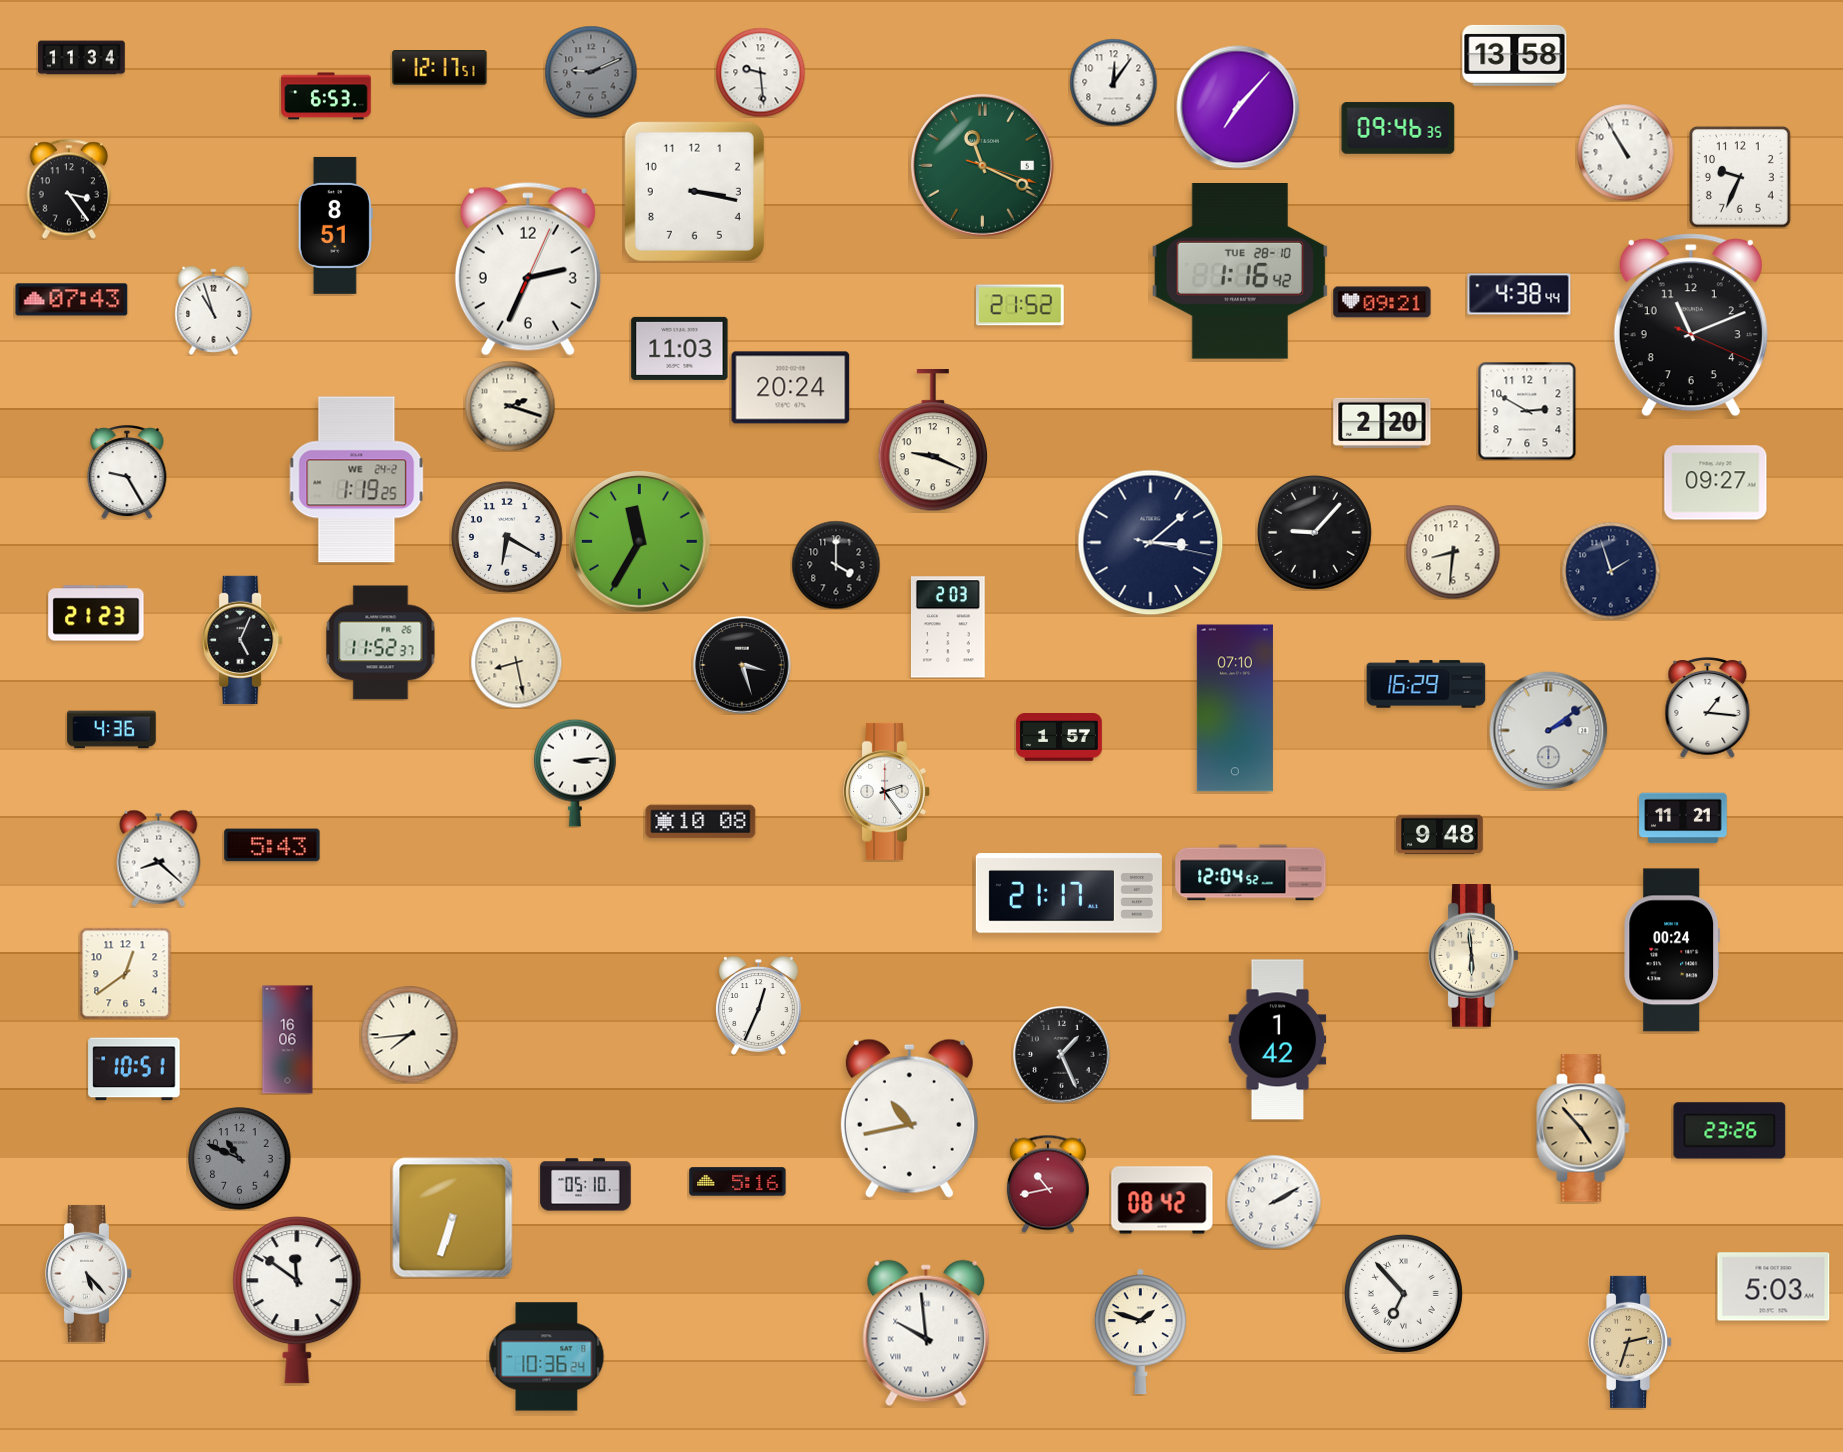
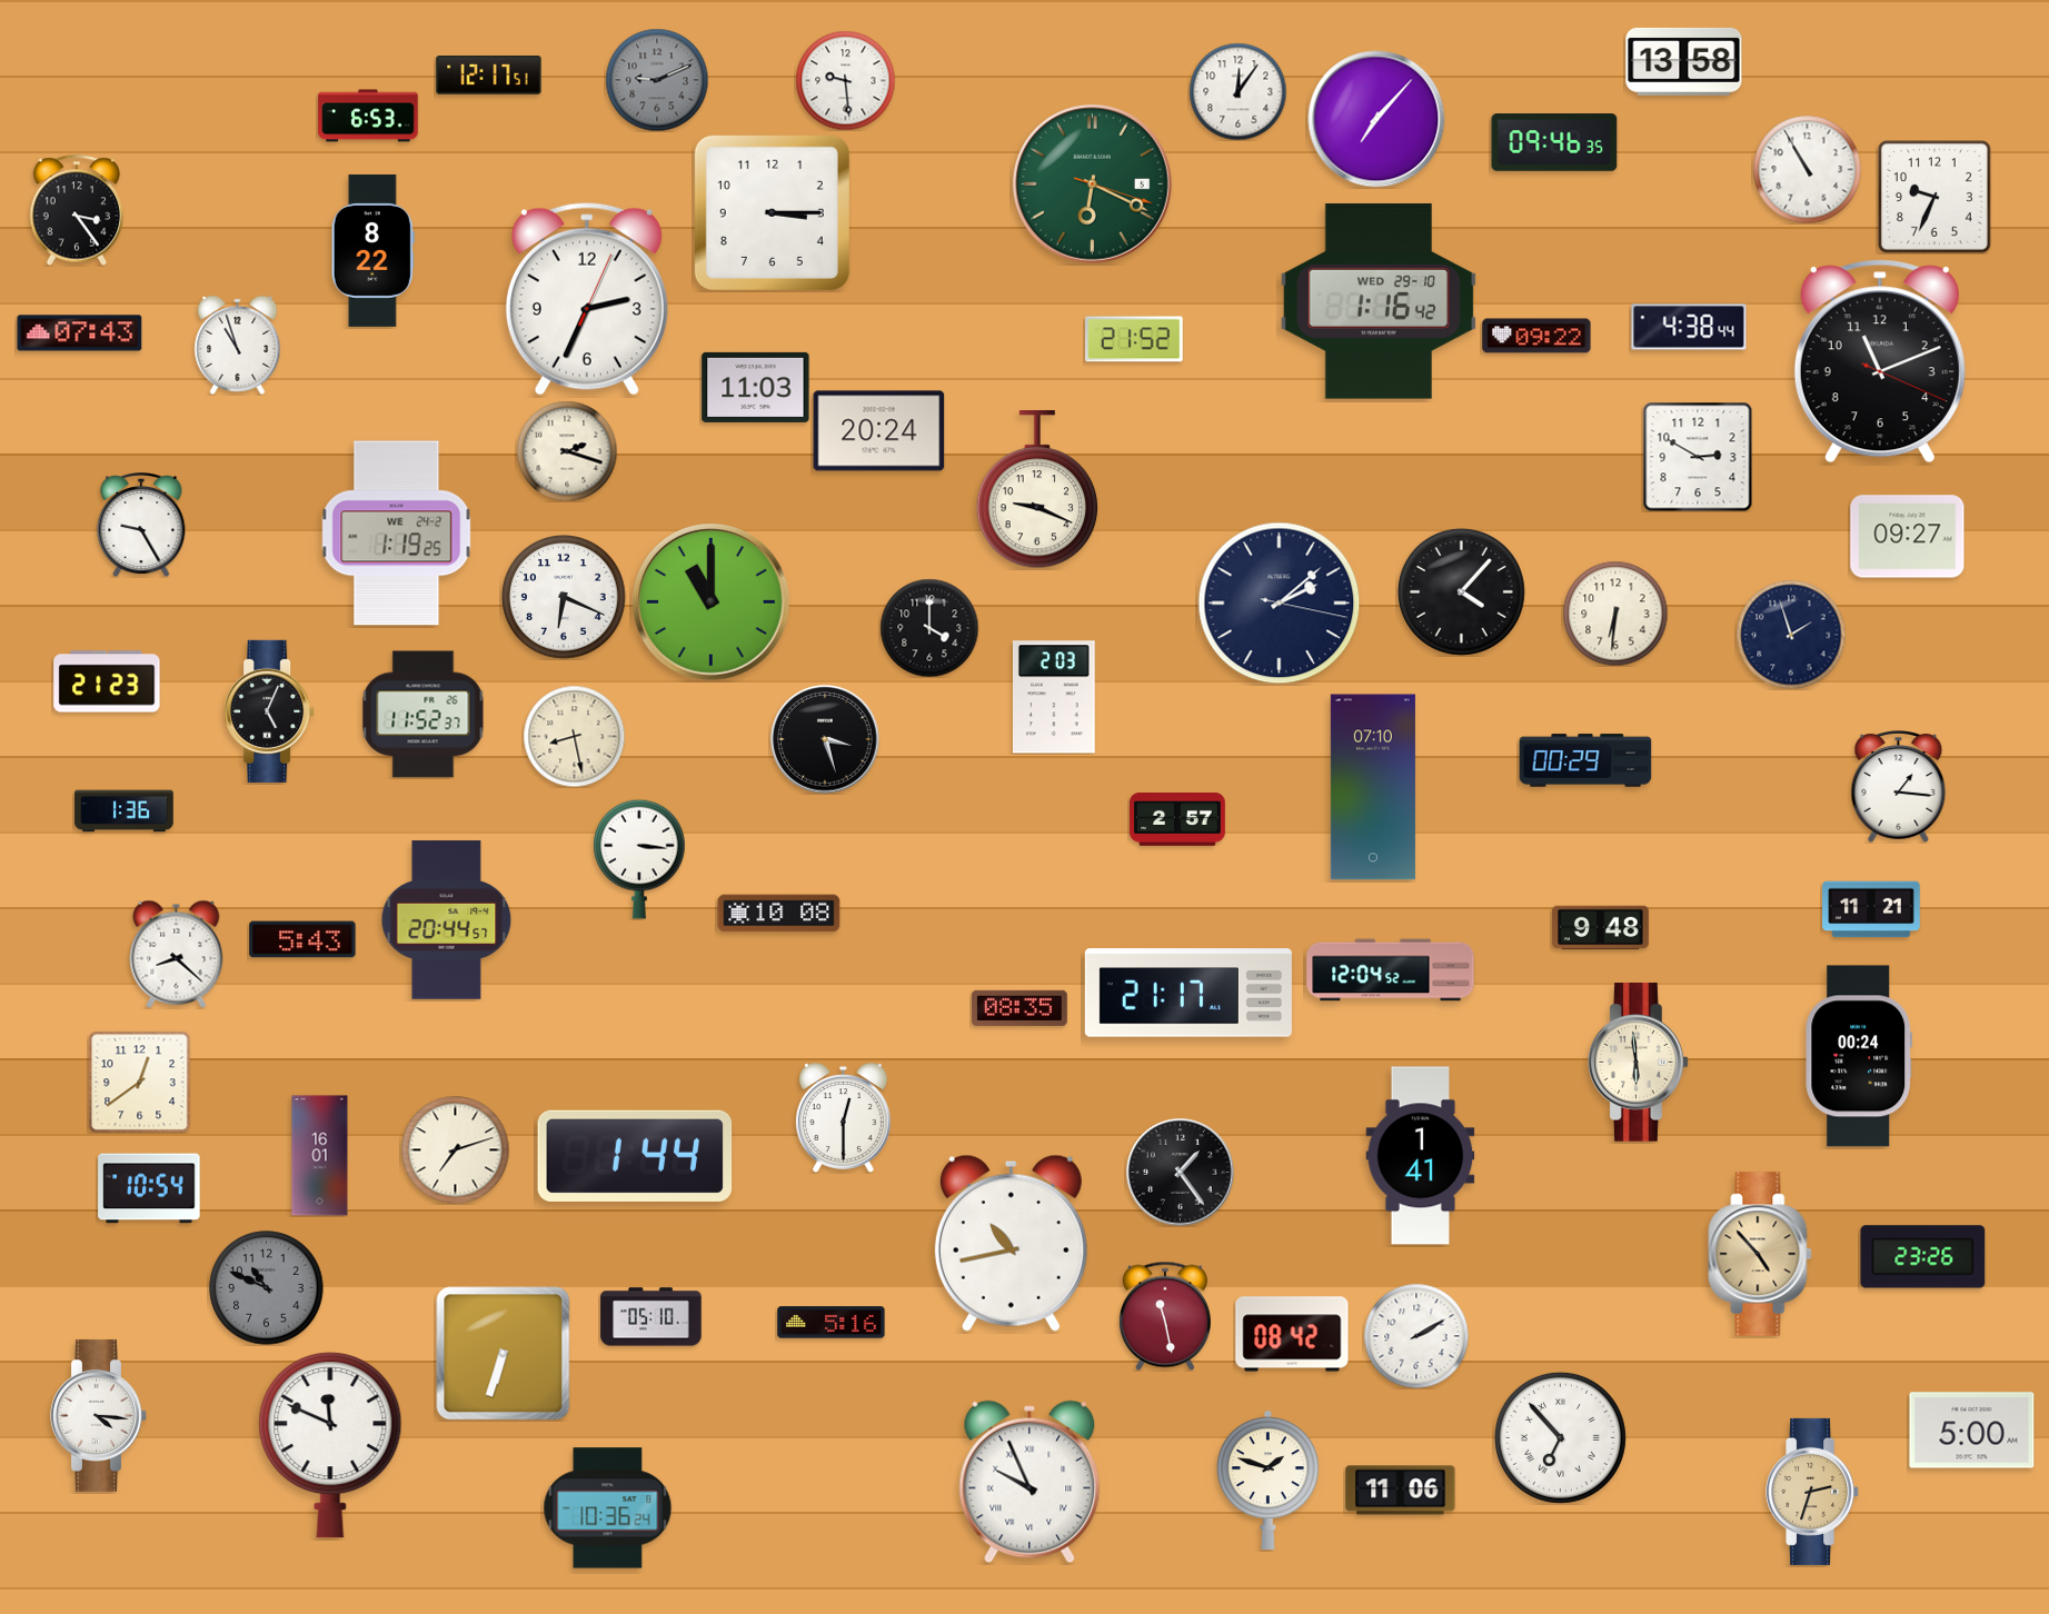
clock at (82, 58): 11:34 -> none
clock at (326, 96) position: (326, 96) -> (368, 116)
clock at (982, 165): 11:19 -> 6:19
clock at (694, 191): 3:17 -> 3:15
clock at (335, 225): 8:51 -> 8:22
clock at (1239, 272) date: TUE 28-10 -> WED 29-10
clock at (1382, 302): 09:21 -> 09:22
clock at (1382, 423): 2:20 -> none
clock at (1314, 532): 9:07 -> 4:07
clock at (508, 538): 6:20 -> 6:19
clock at (640, 542): 11:35 -> 11:00
clock at (1151, 543): 3:08 -> 2:08
clock at (1453, 552): 8:31 -> 6:31
clock at (1426, 684): 16:29 -> 00:29
clock at (112, 730): 4:36 -> 1:36
clock at (1549, 731): 2:09 -> none
clock at (1059, 738): 1:57 -> 2:57
clock at (575, 773): 3:14 -> 3:16
clock at (887, 791): 2:24 -> none
clock at (447, 920): none -> 20:44
clock at (1021, 1008): none -> 08:35
clock at (758, 1006): 12:34 -> 12:30
clock at (409, 1034): 7:44 -> 7:12
clock at (288, 1040): 16:06 -> 16:01
clock at (635, 1156): none -> 1:44
clock at (1278, 1040): 1:42 -> 1:41
clock at (1062, 1055): 1:26 -> 1:24
clock at (134, 1069): 10:51 -> 10:54
clock at (738, 1182) position: (738, 1182) -> (832, 1323)
clock at (1048, 1184): 10:43 -> 11:28
clock at (89, 1273): 5:23 -> 4:16
clock at (1774, 1287): 5:03 -> 5:00
clock at (297, 1300): 11:51 -> 11:49
clock at (926, 1333): 9:59 -> 9:56
clock at (1401, 1491): none -> 11:06
